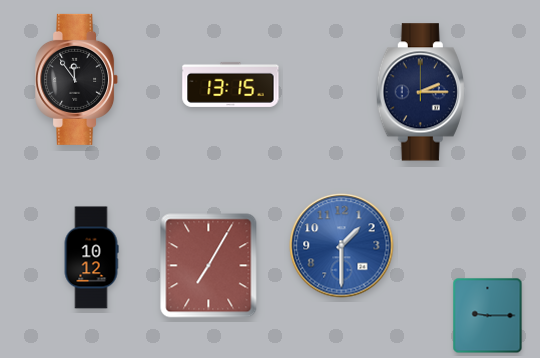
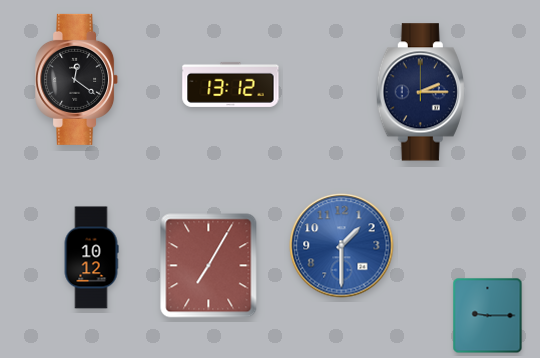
clock at (77, 79): 11:54 -> 12:21
clock at (231, 84): 13:15 -> 13:12
